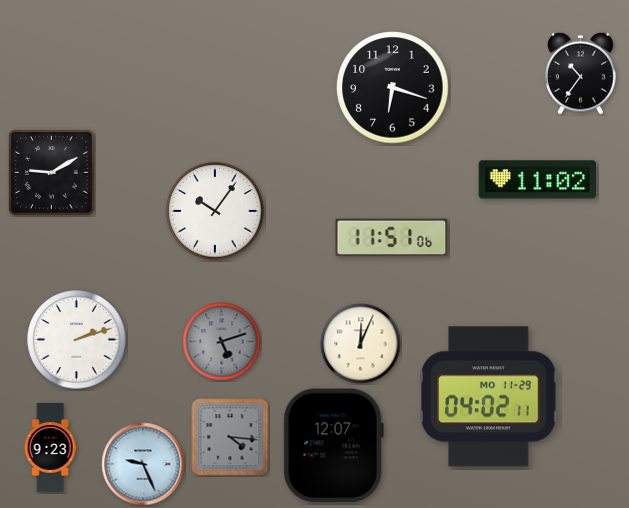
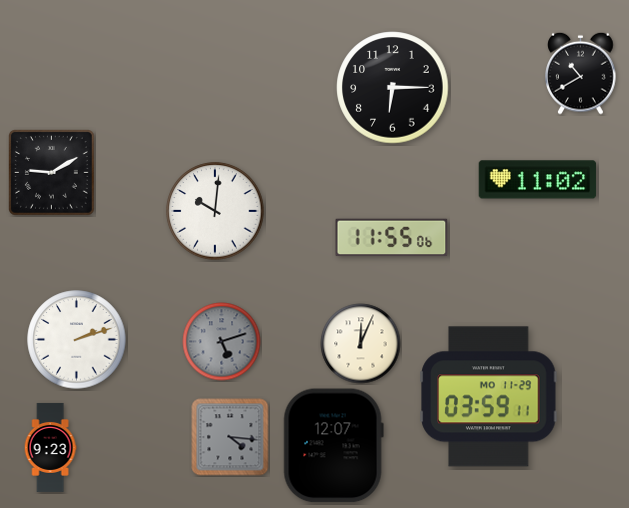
clock at (581, 73): 10:36 -> 10:40
clock at (393, 88): 6:18 -> 6:15
clock at (215, 211): 10:06 -> 10:01
clock at (392, 238): 11:51 -> 11:55
clock at (489, 397): 04:02 -> 03:59
clock at (143, 464): 9:26 -> none
